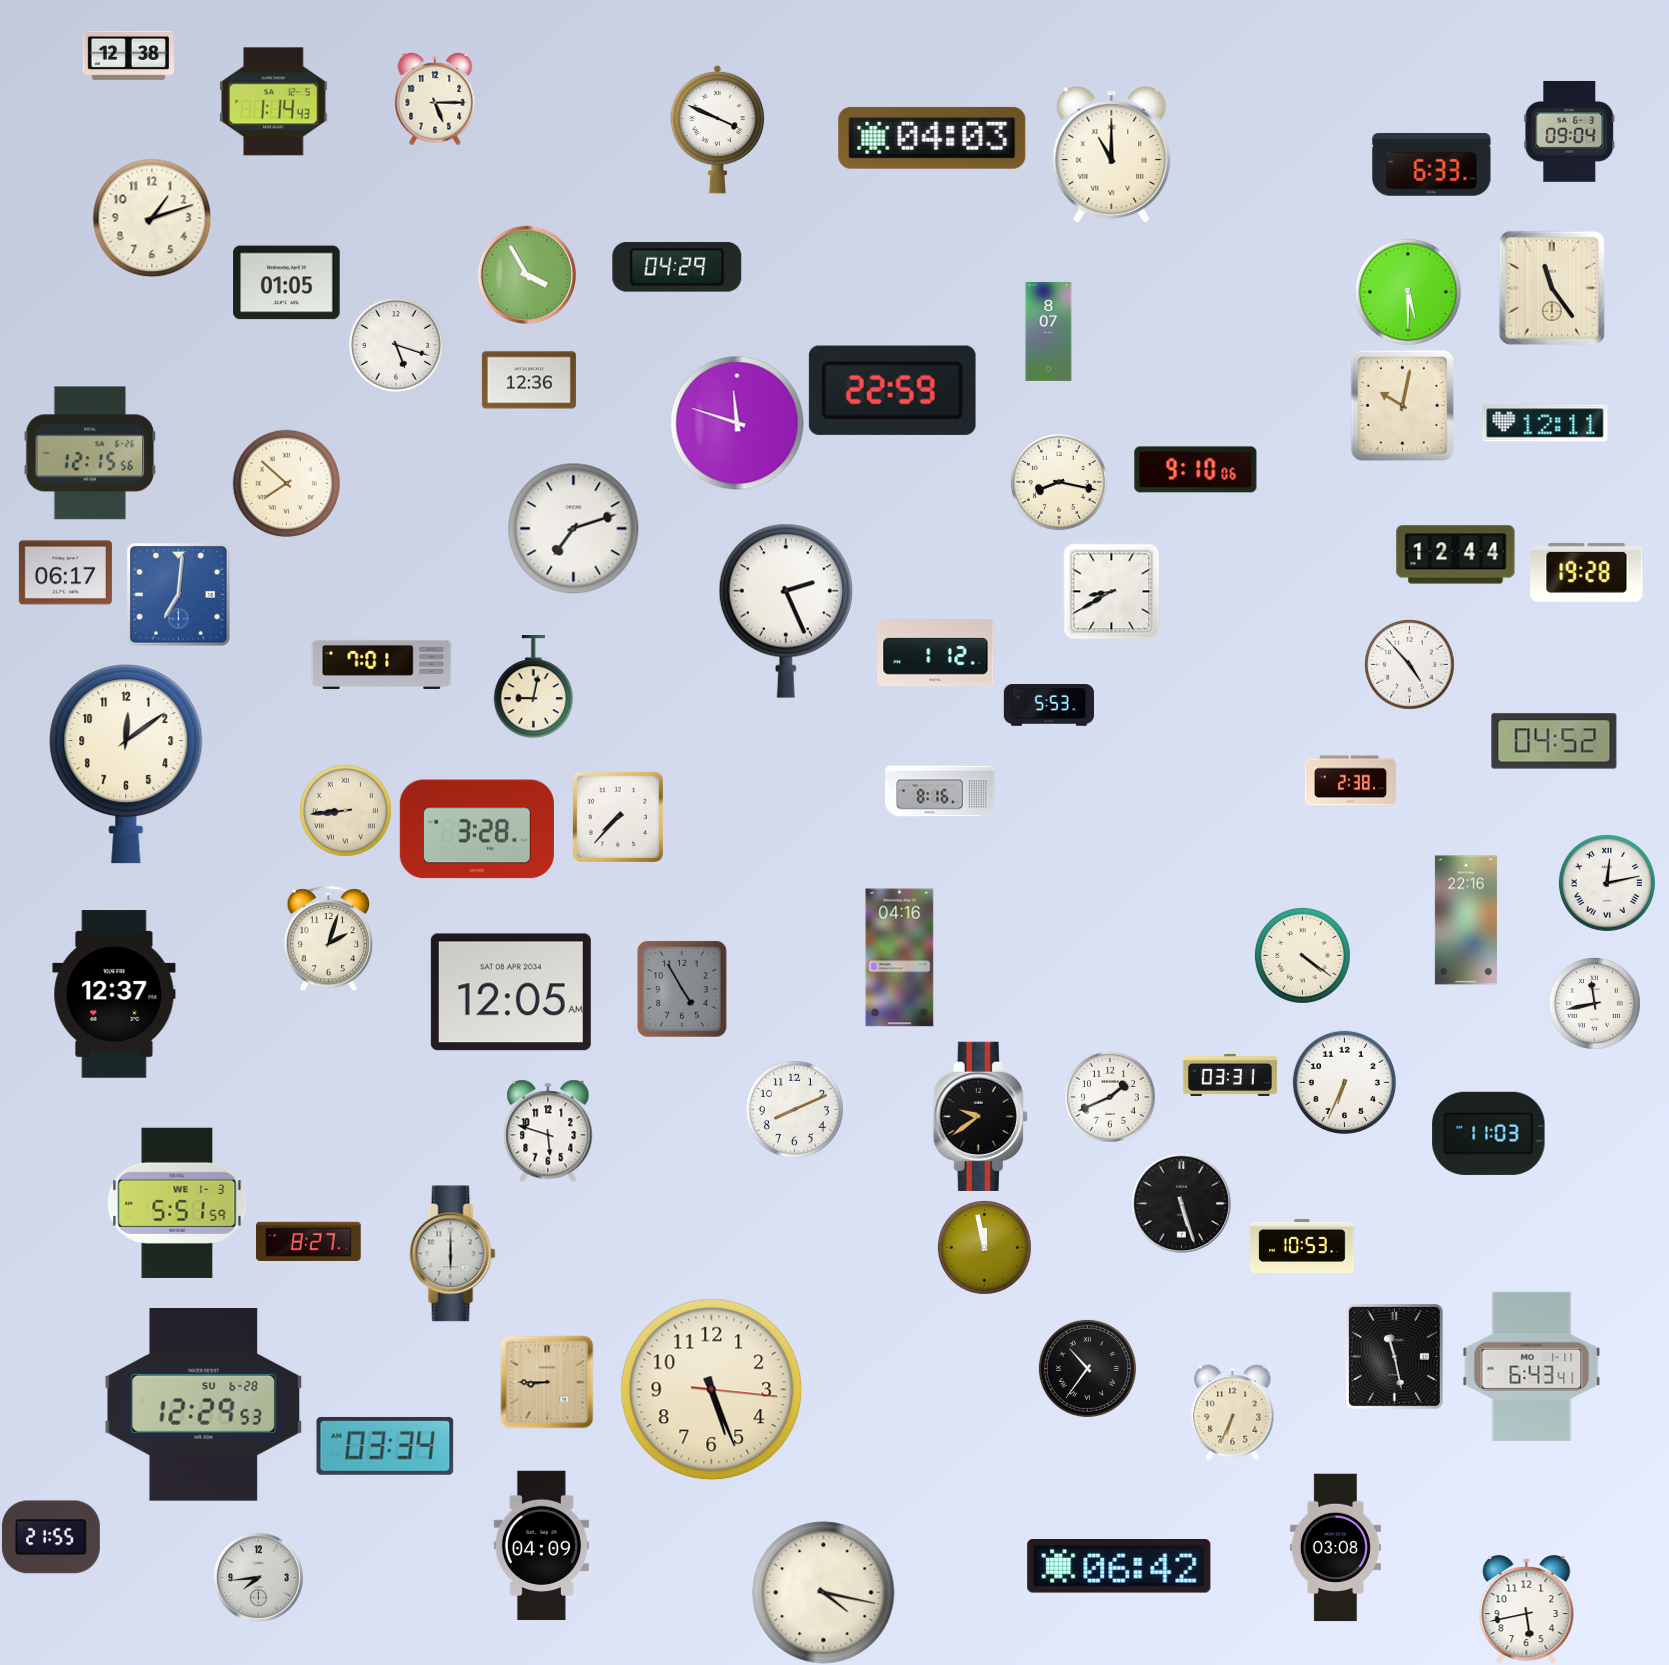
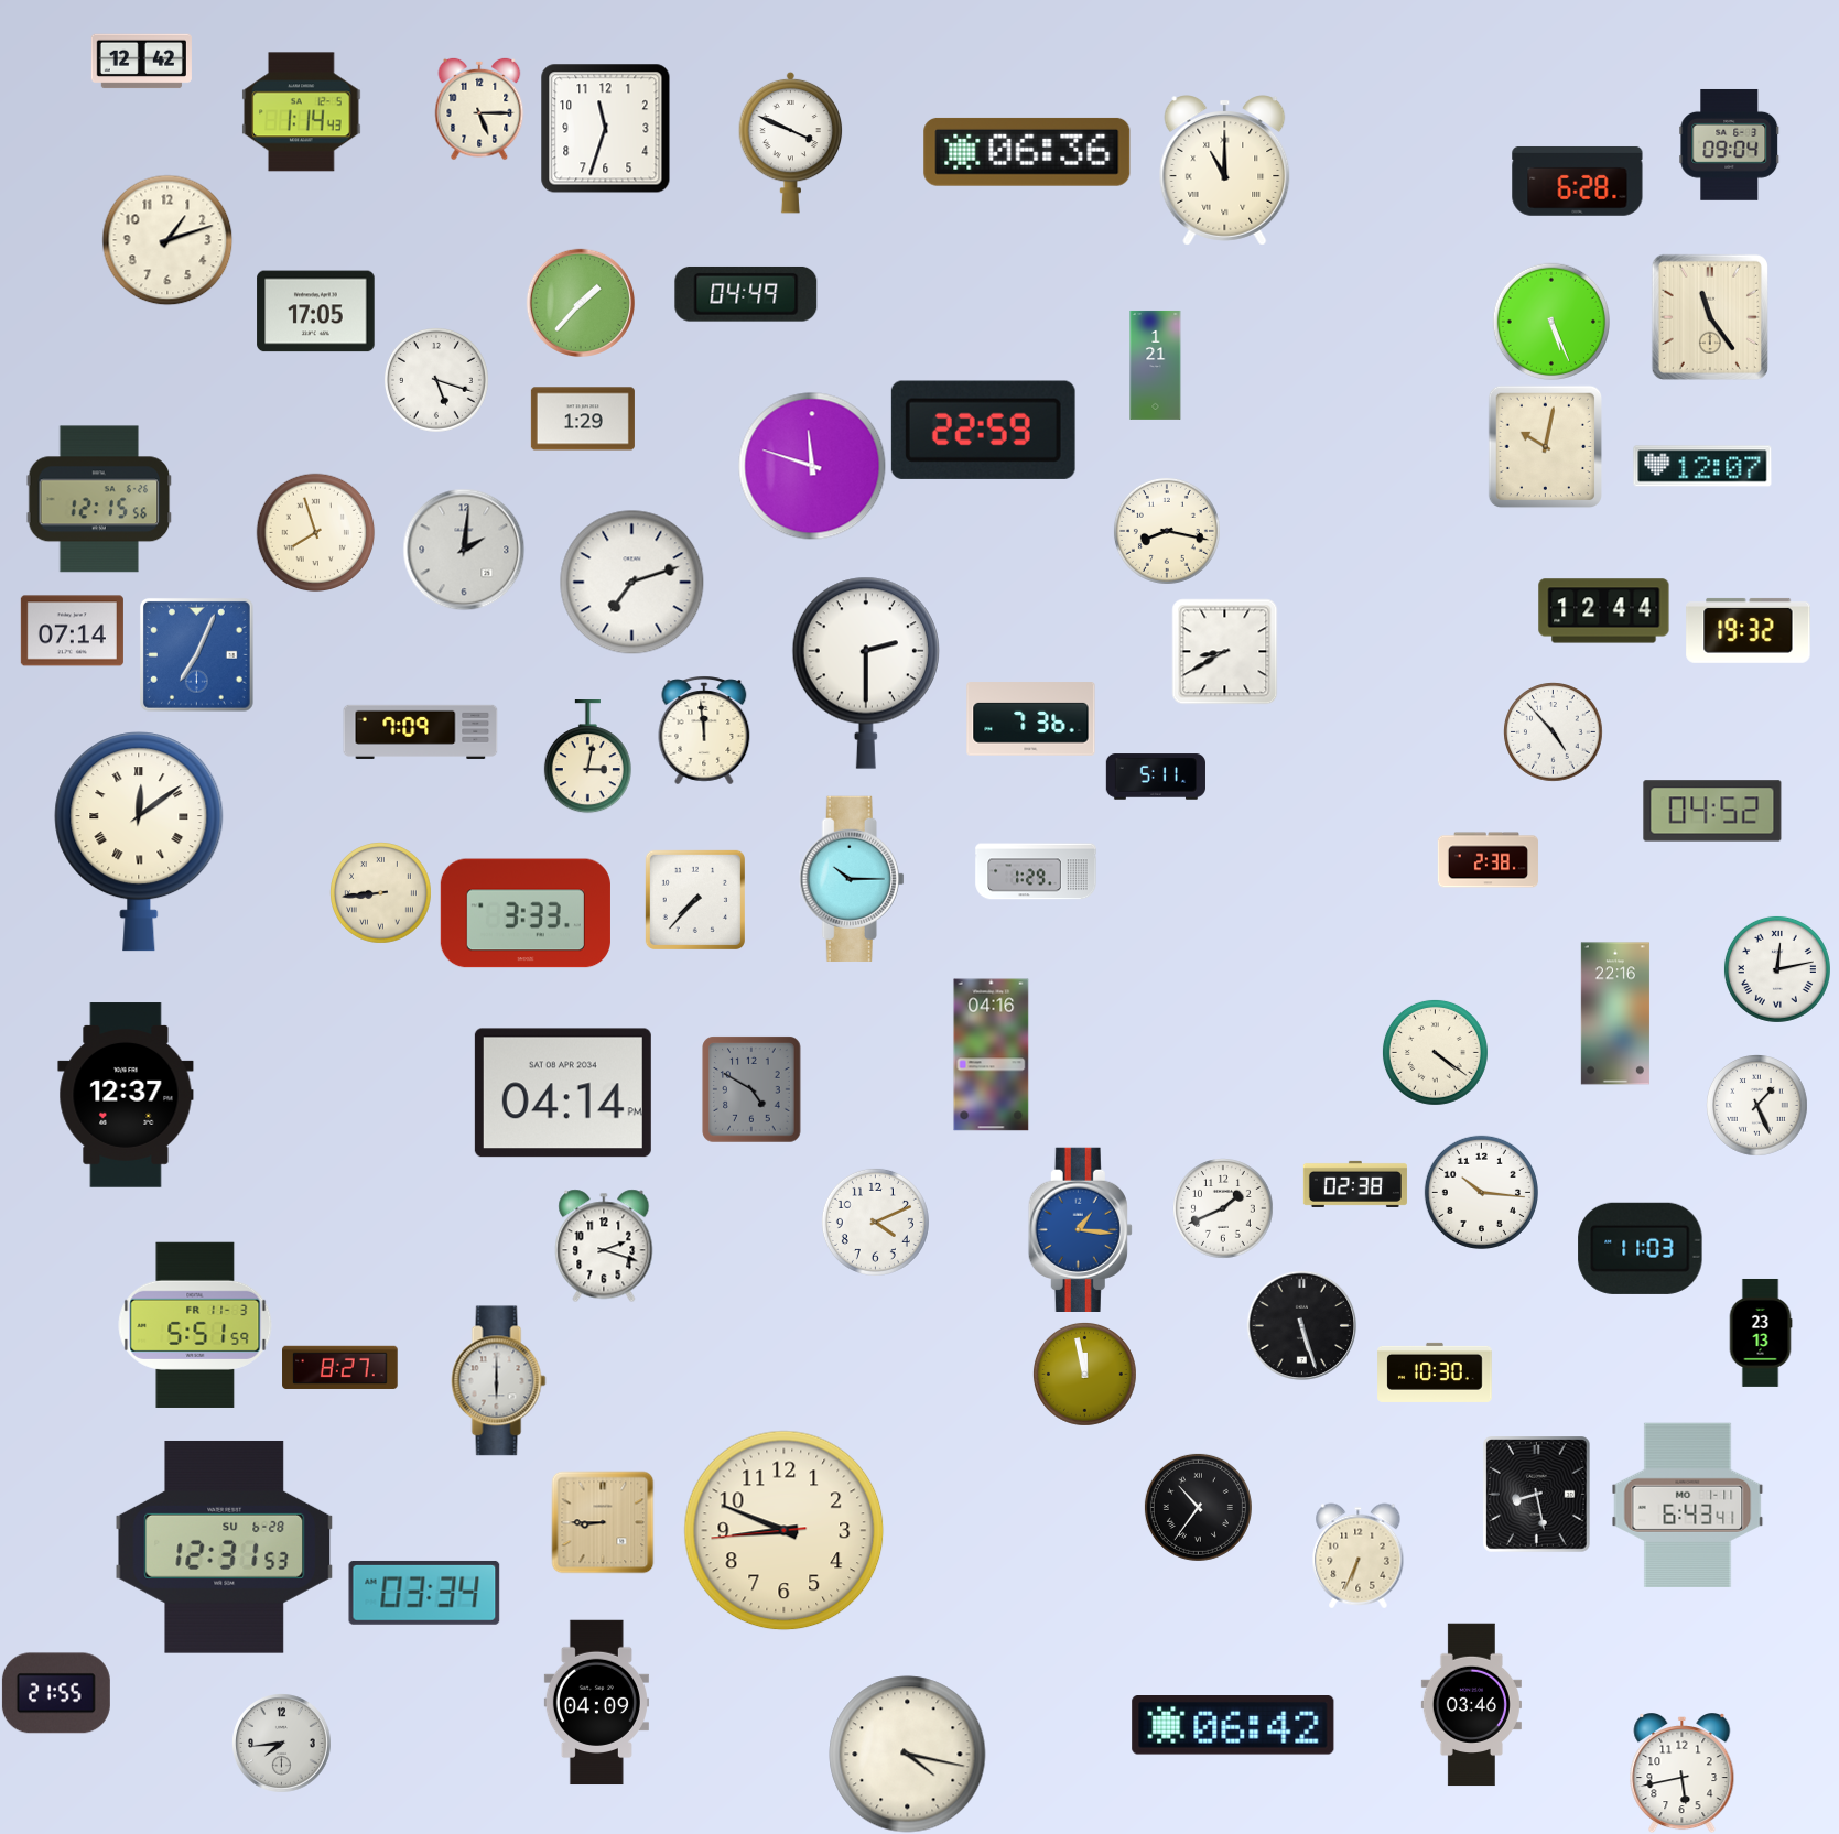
clock at (128, 56): 12:38 -> 12:42
clock at (605, 128): none -> 11:33
clock at (932, 138): 04:03 -> 06:36
clock at (1432, 164): 6:33 -> 6:28
clock at (677, 267): 04:29 -> 04:49
clock at (526, 274): 3:55 -> 1:37
clock at (287, 283): 01:05 -> 17:05
clock at (1407, 291): 5:30 -> 5:26
clock at (1049, 332): 8:07 -> 1:21
clock at (529, 380): 12:36 -> 1:29
clock at (1545, 423): 12:11 -> 12:07
clock at (1196, 470): 9:10 -> none
clock at (286, 483): 7:52 -> 7:57
clock at (464, 550): none -> 2:01
clock at (1587, 572): 19:28 -> 19:32
clock at (65, 573): 06:17 -> 07:14
clock at (179, 595): 7:01 -> 7:04
clock at (786, 611): 2:26 -> 2:30
clock at (936, 653): 1:12 -> 7:36
clock at (704, 730): none -> 11:59
clock at (382, 664): 7:01 -> 7:09
clock at (533, 687): 9:02 -> 3:02
clock at (1049, 705): 5:53 -> 5:11
clock at (1554, 741) position: (1554, 741) -> (1712, 811)
clock at (126, 764) numerals: Arabic -> Roman
clock at (940, 791): 8:16 -> 1:29
clock at (852, 879): none -> 10:15
clock at (618, 817) position: (618, 817) -> (695, 900)
clock at (477, 829): 3:28 -> 3:33
clock at (1607, 883) position: (1607, 883) -> (1777, 969)
clock at (328, 938): 2:03 -> none
clock at (682, 989): 4:55 -> 4:50
clock at (511, 992): 12:05 -> 04:14
clock at (1595, 1004): 11:43 -> 1:26
clock at (1230, 1075): 03:31 -> 02:38
clock at (1344, 1082): 6:34 -> 10:16
clock at (794, 1109): 8:11 -> 4:11
clock at (980, 1116): 9:39 -> 1:16
clock at (980, 1116) dial: black -> blue
clock at (548, 1131): 5:48 -> 2:18
clock at (177, 1203) date: WE 1-3 -> FR 11-3
clock at (1761, 1333): none -> 23:13
clock at (1302, 1246): 10:53 -> 10:30
clock at (1395, 1357): 11:28 -> 8:28
clock at (712, 1390): 5:26 -> 8:48
clock at (204, 1404): 12:29 -> 12:31
clock at (1335, 1548): 03:08 -> 03:46
clock at (258, 1577) position: (258, 1577) -> (281, 1743)
